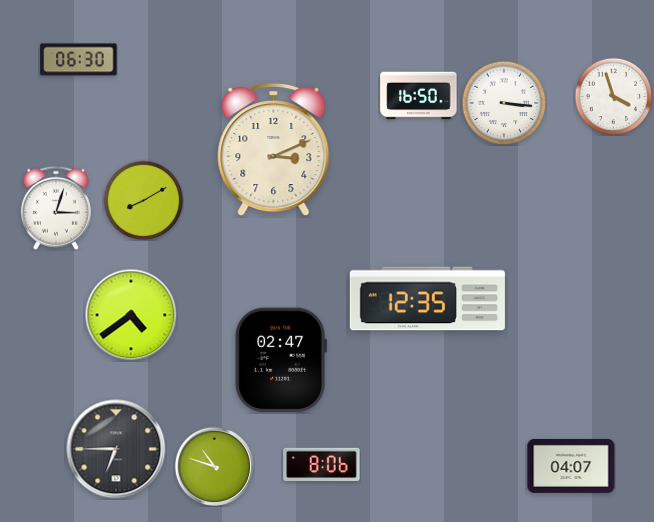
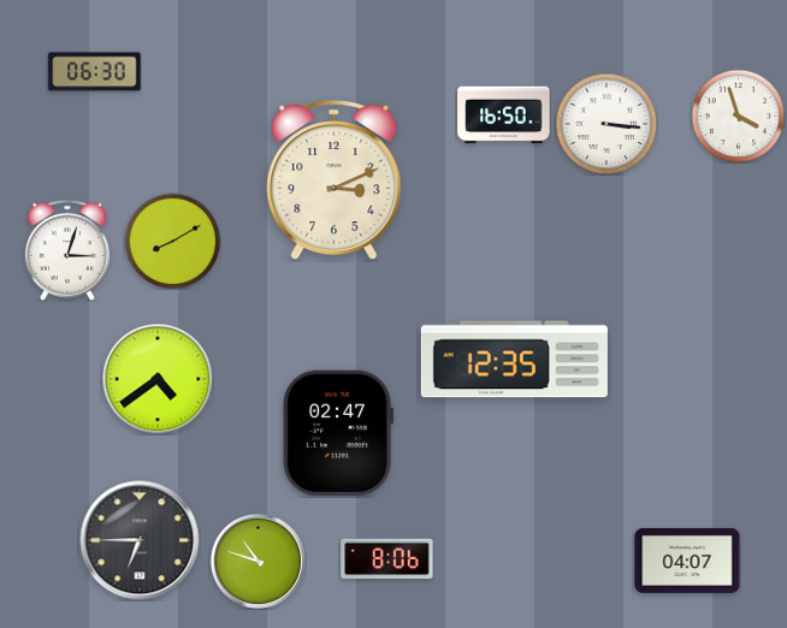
clock at (274, 150) position: (274, 150) -> (335, 180)
